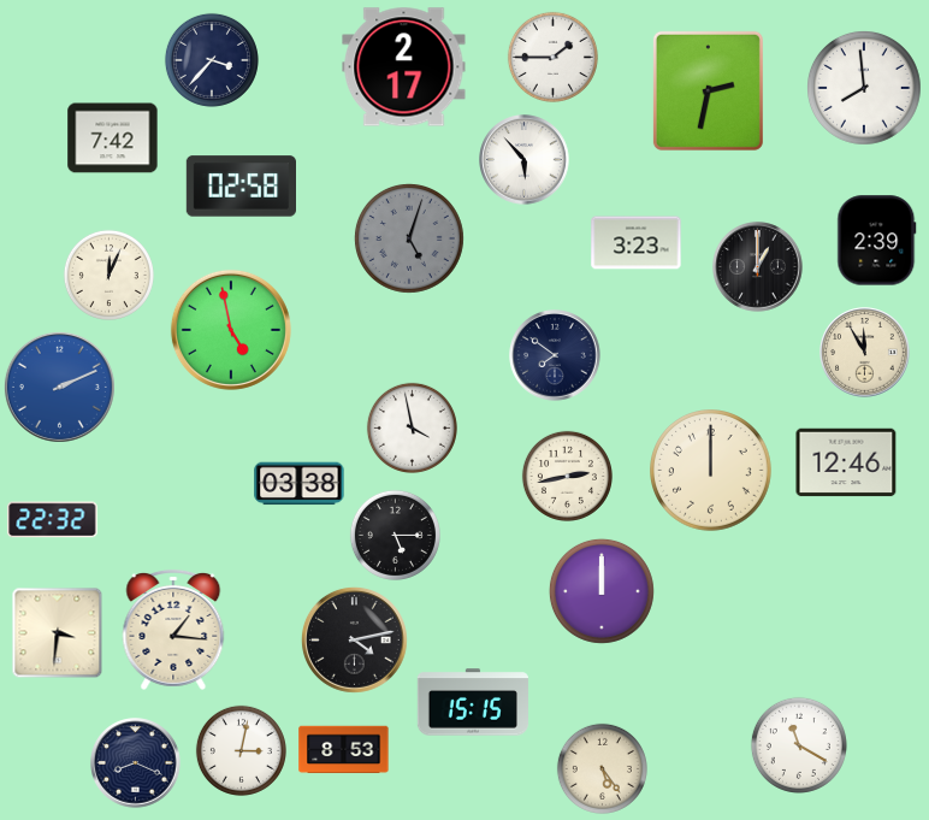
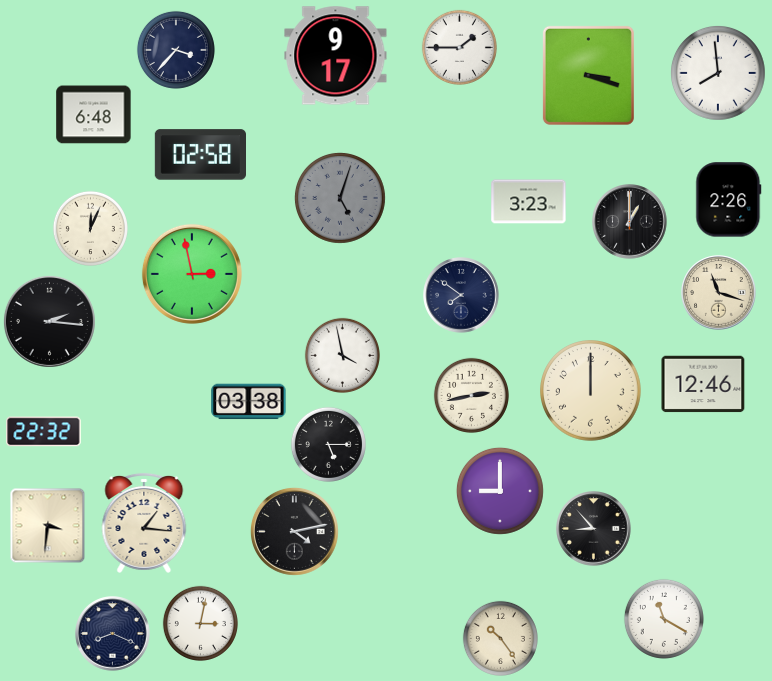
clock at (404, 67): 2:17 -> 9:17
clock at (708, 90): 2:32 -> 3:18
clock at (113, 138): 7:42 -> 6:48
clock at (525, 160): 5:53 -> none
clock at (877, 241): 2:39 -> 2:26
clock at (231, 330): 4:58 -> 2:58
clock at (865, 353): 11:55 -> 11:18
clock at (59, 387): 2:11 -> 2:16
clock at (59, 387) dial: blue -> black
clock at (602, 591): 12:00 -> 9:00
clock at (594, 529): none -> 8:53
clock at (473, 702): 15:15 -> none
clock at (344, 750): 8:53 -> none
clock at (602, 768): 5:24 -> 10:24
